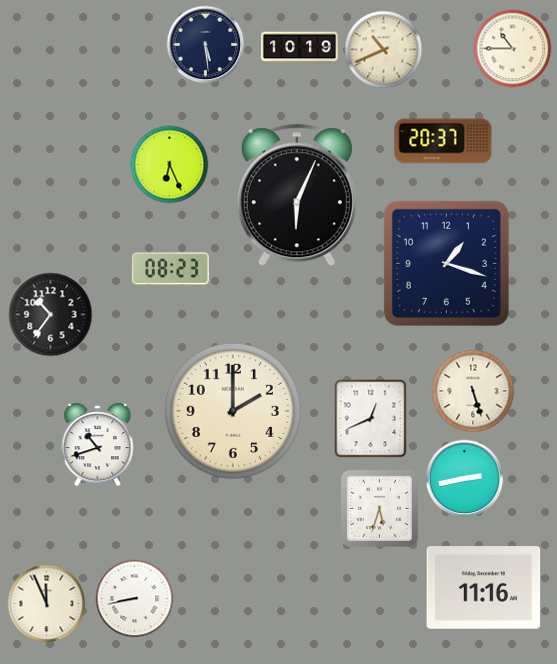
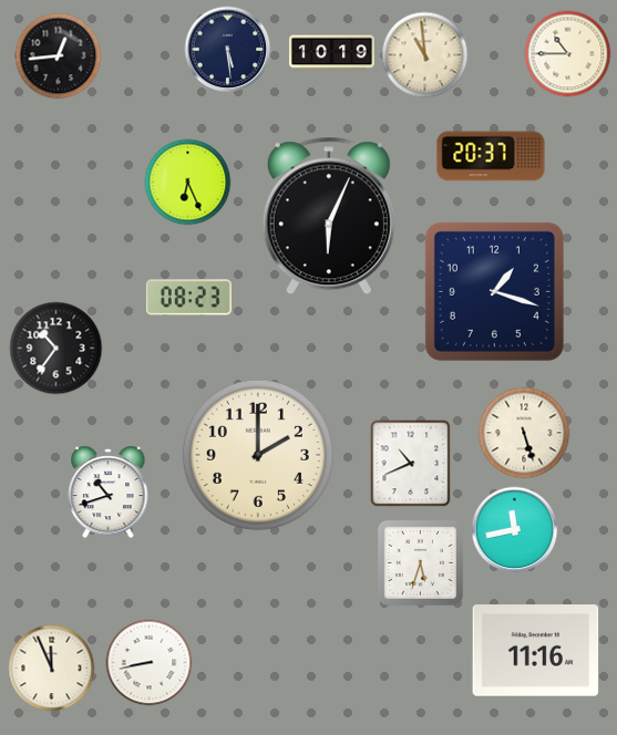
clock at (383, 49): 10:41 -> 10:59
clock at (58, 55): none -> 12:44
clock at (371, 418): 12:41 -> 10:41
clock at (464, 478): 2:43 -> 11:43
